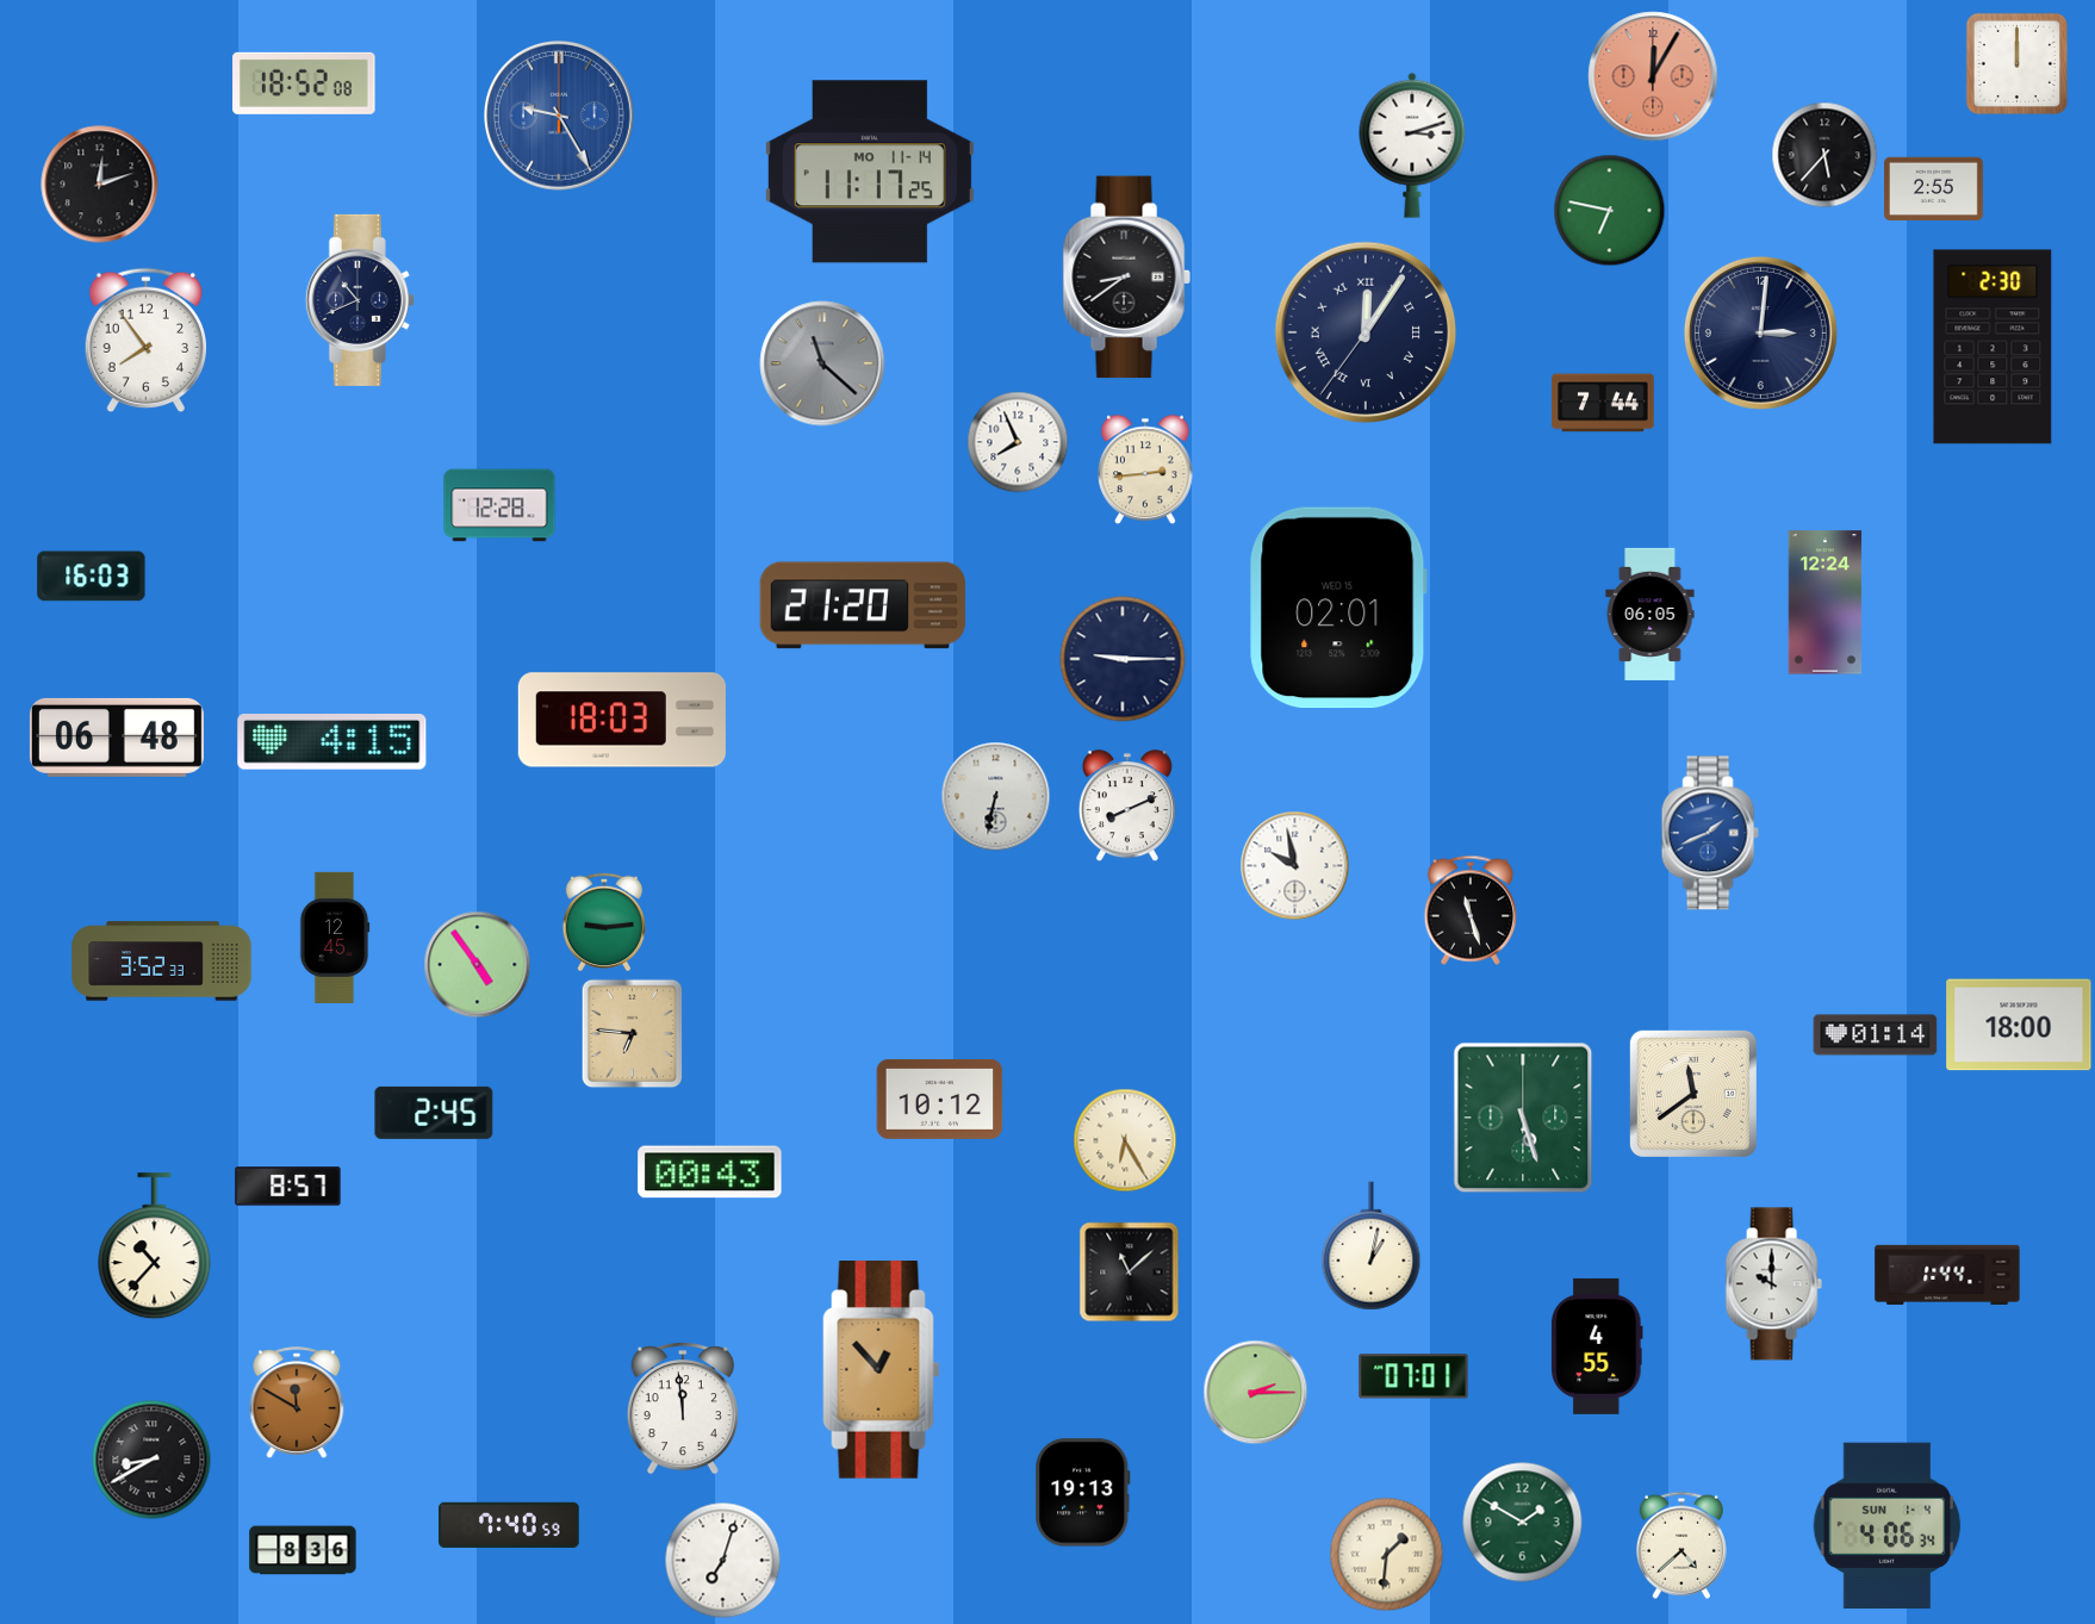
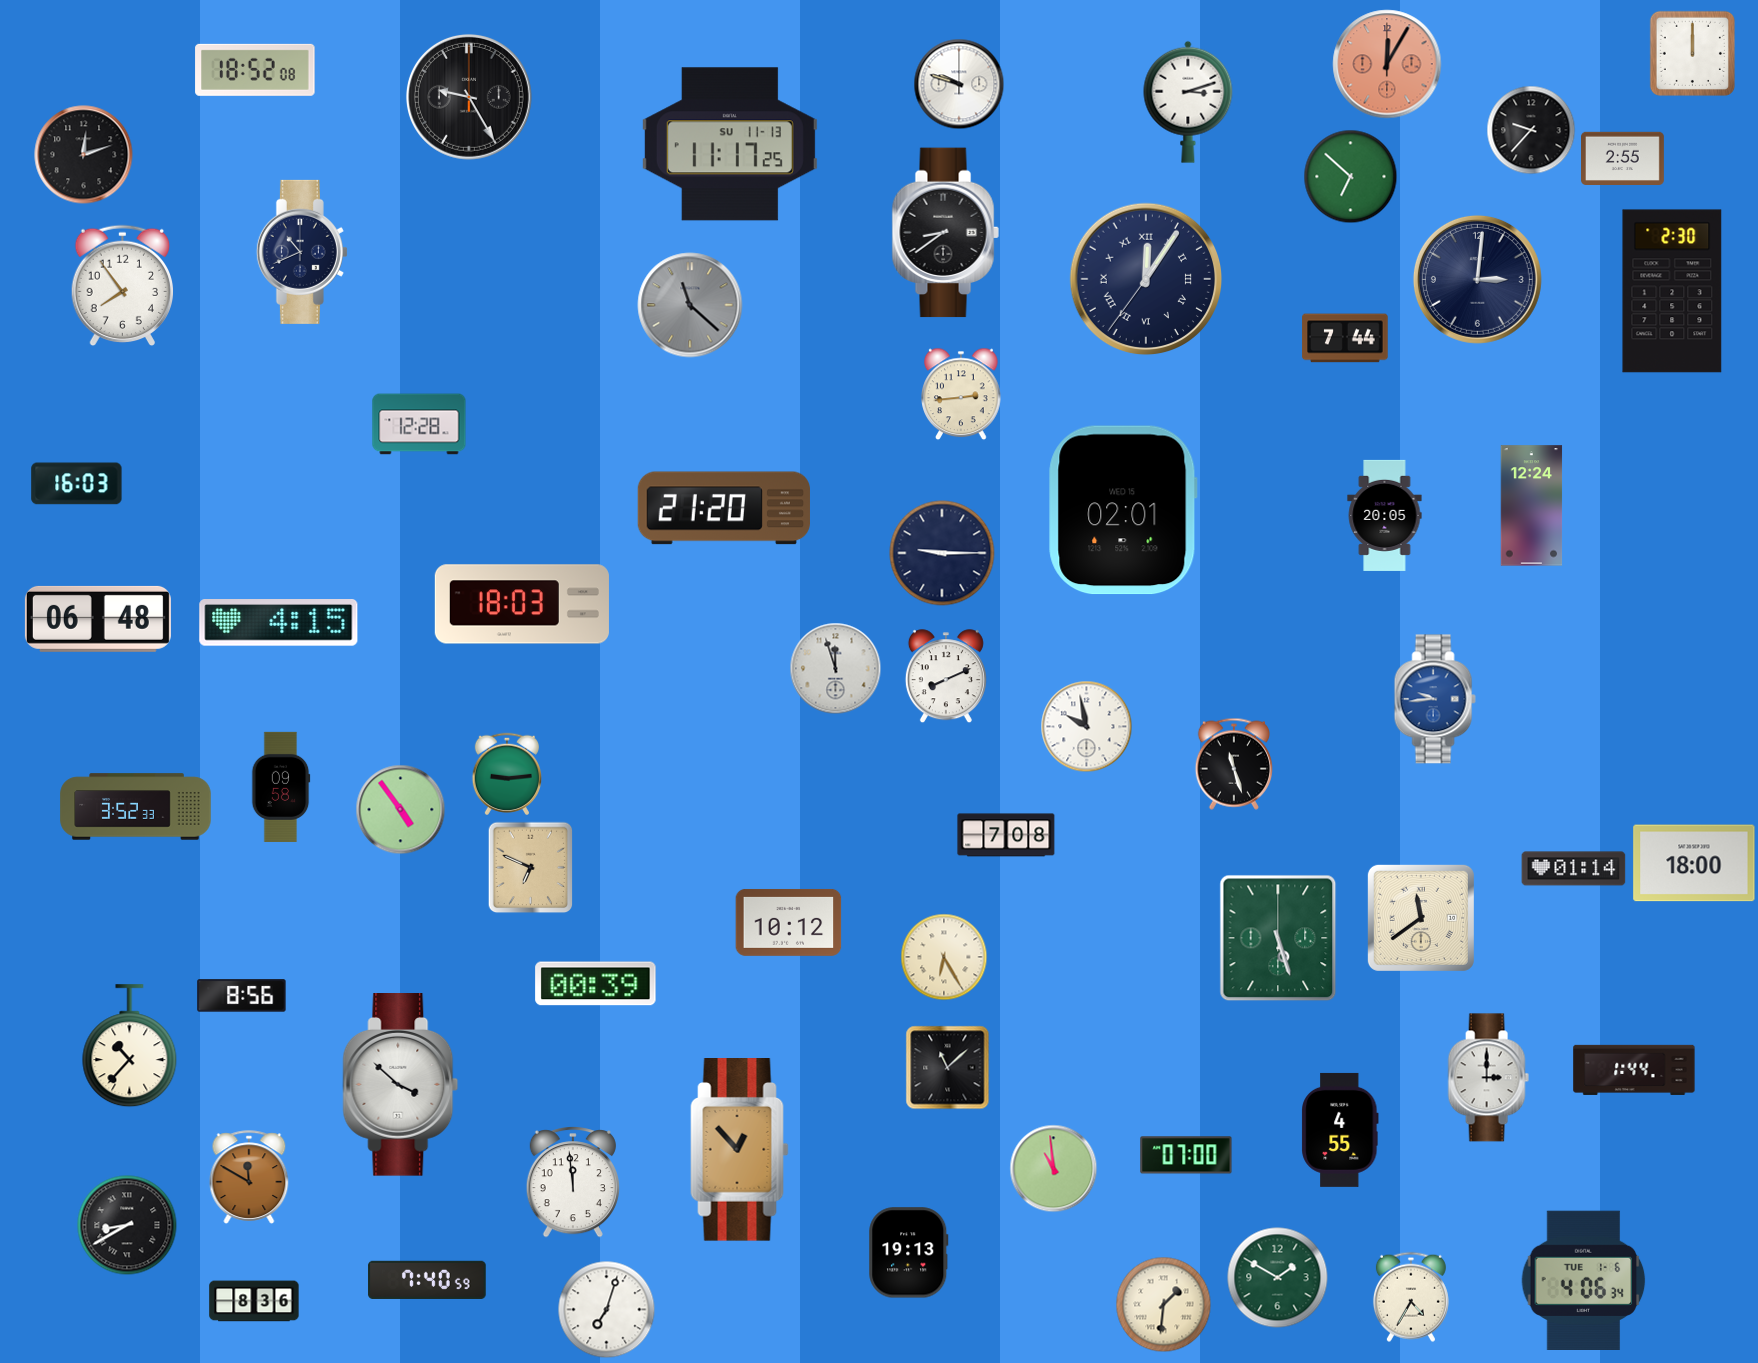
clock at (959, 84): none -> 9:48
clock at (559, 116) dial: blue -> black
clock at (1412, 145) position: (1412, 145) -> (1188, 102)
clock at (1824, 155): 5:37 -> 9:37
clock at (870, 172) date: MO 11-14 -> SU 11-13
clock at (1610, 211): 6:47 -> 6:52
clock at (1018, 442): 7:56 -> none
clock at (1650, 614): 06:05 -> 20:05
clock at (996, 797): 6:32 -> 11:57
clock at (1710, 833): 1:41 -> 9:44
clock at (335, 938): 12:45 -> 09:58
clock at (1006, 835): none -> 7:08
clock at (2019, 1025) position: (2019, 1025) -> (1694, 863)
clock at (633, 1034): 6:46 -> 6:49
clock at (434, 1113): 2:45 -> none
clock at (710, 1172): 00:43 -> 00:39
clock at (288, 1187): 8:57 -> 8:56
clock at (1372, 1246): 1:02 -> none
clock at (1773, 1284): 10:00 -> 3:00
clock at (401, 1085): none -> 3:52
clock at (1413, 1376): 07:01 -> 07:00
clock at (1256, 1393): 2:15 -> 10:59
clock at (1888, 1525) date: SUN 1-4 -> TUE 1-6
clock at (1681, 1545): 4:38 -> 4:35
